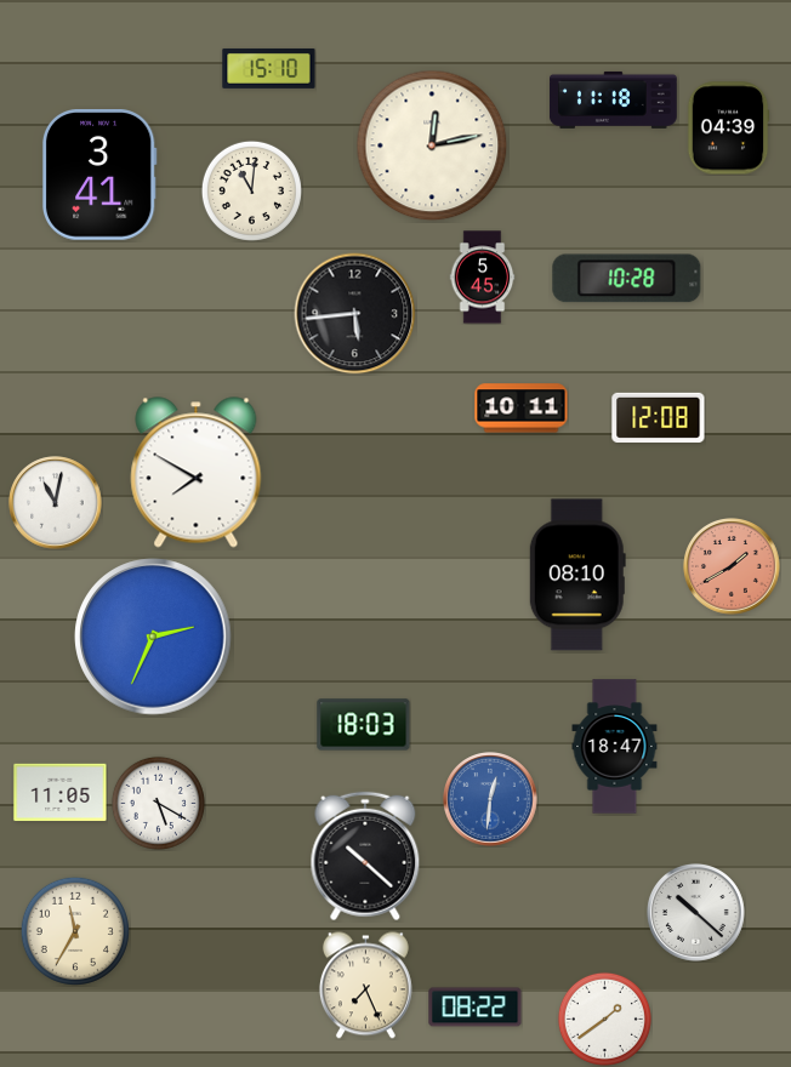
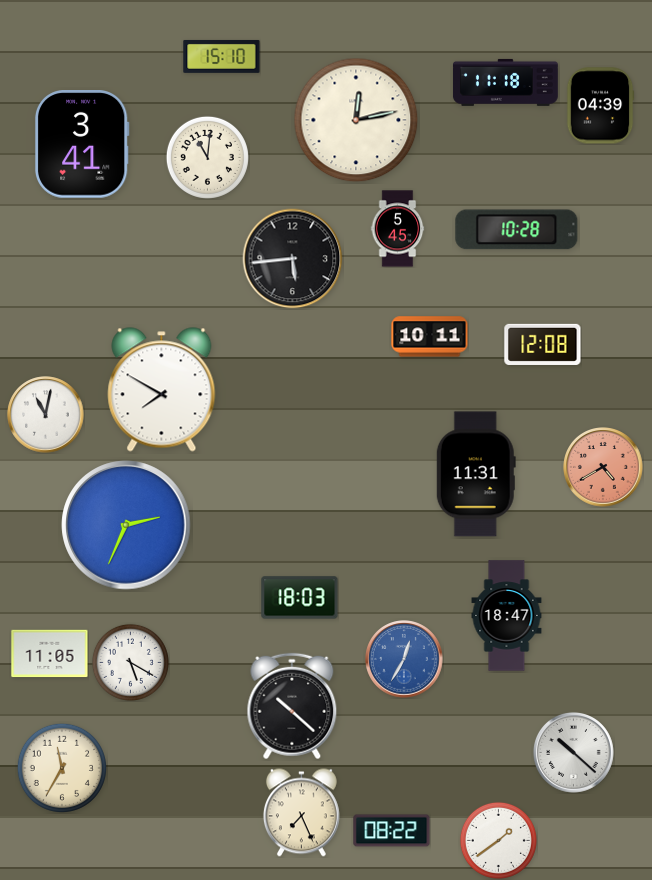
clock at (733, 567): 1:40 -> 4:40
clock at (577, 575): 08:10 -> 11:31
clock at (490, 799): 12:31 -> 12:35
clock at (365, 856) position: (365, 856) -> (292, 706)
